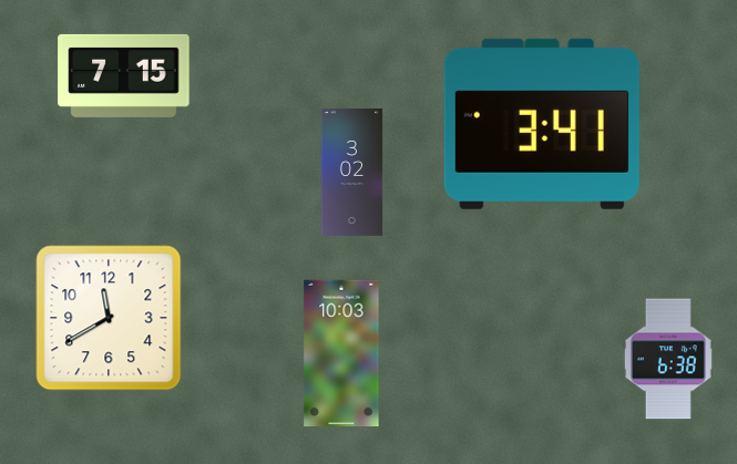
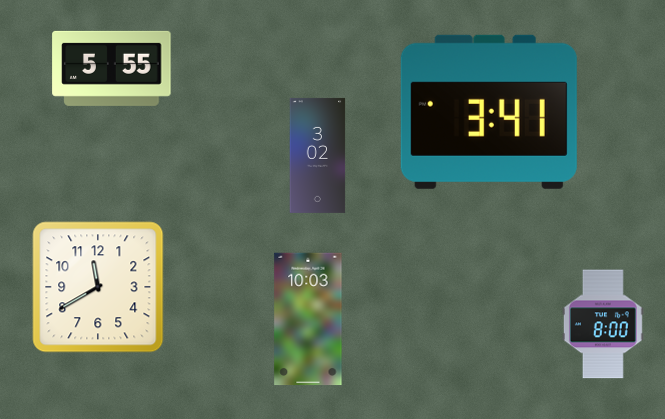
clock at (124, 75): 7:15 -> 5:55
clock at (668, 359): 6:38 -> 8:00
